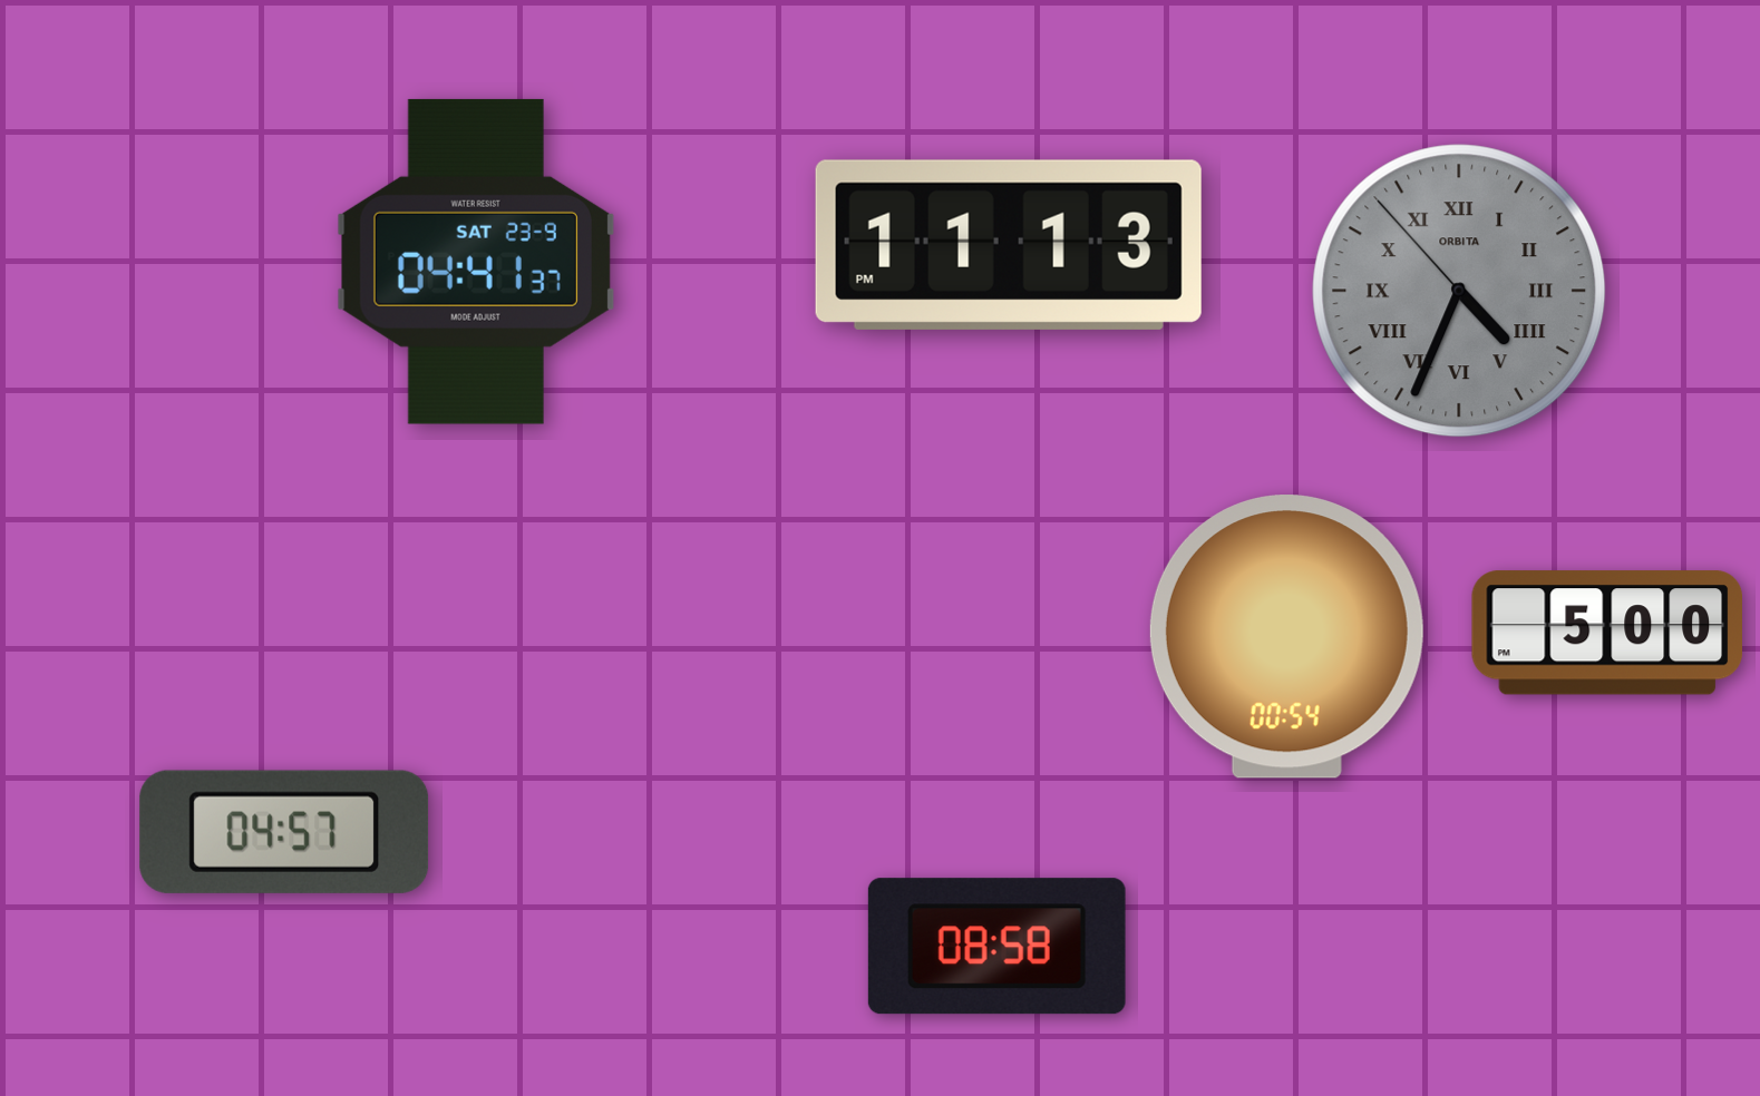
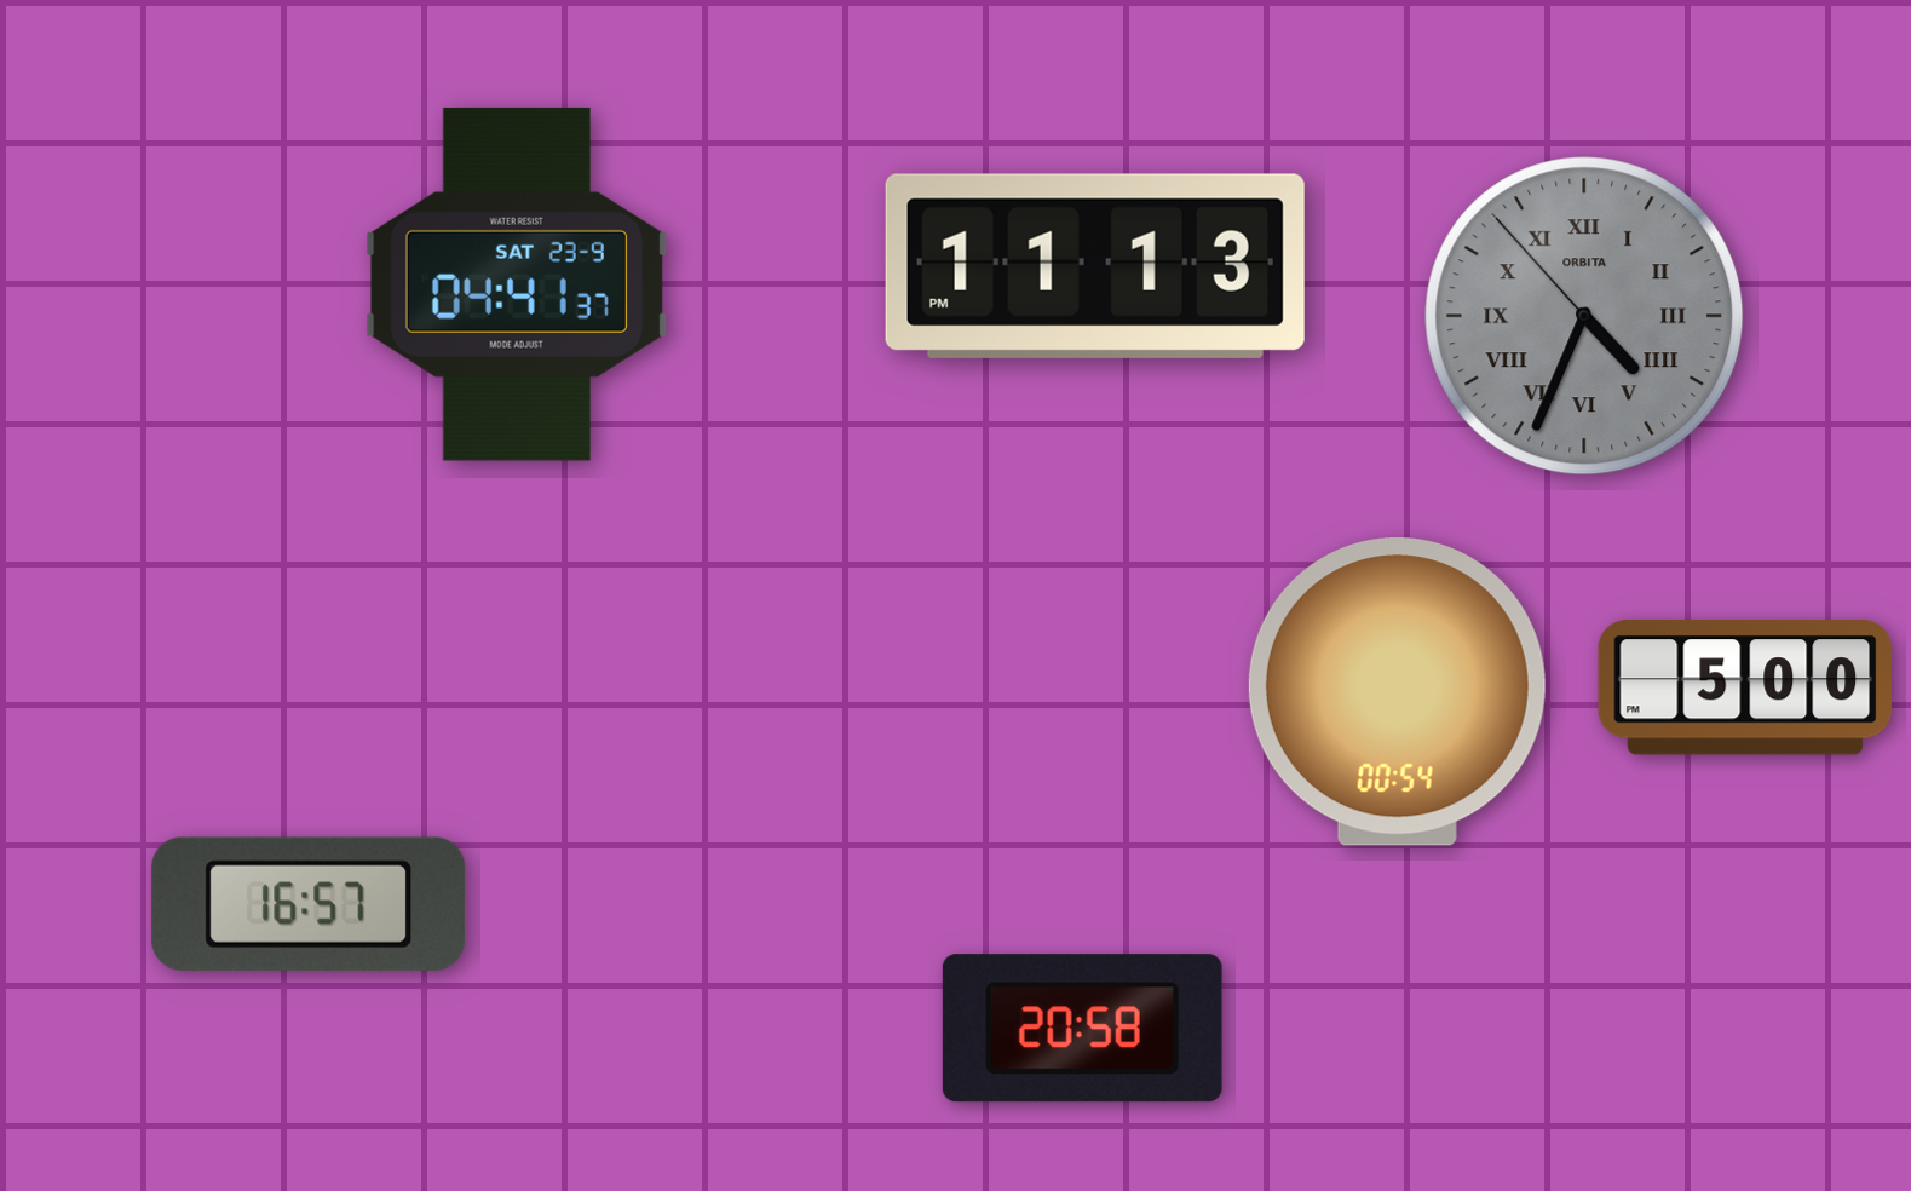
clock at (284, 832): 04:57 -> 16:57
clock at (996, 947): 08:58 -> 20:58
